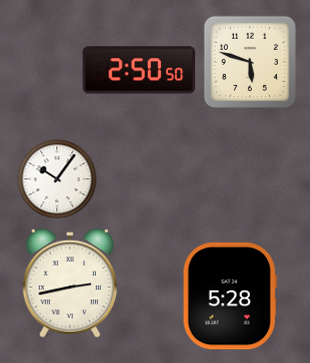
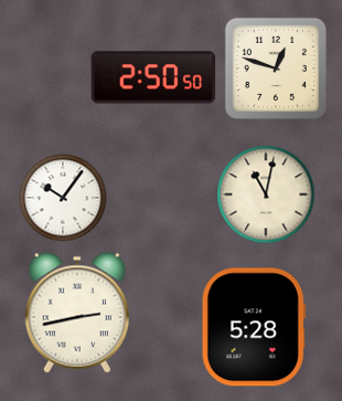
clock at (249, 61): 5:48 -> 12:48
clock at (266, 194): none -> 11:02
